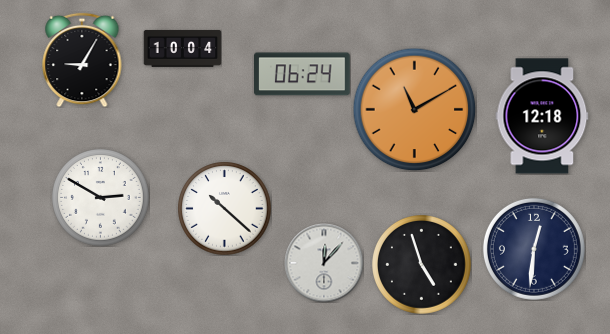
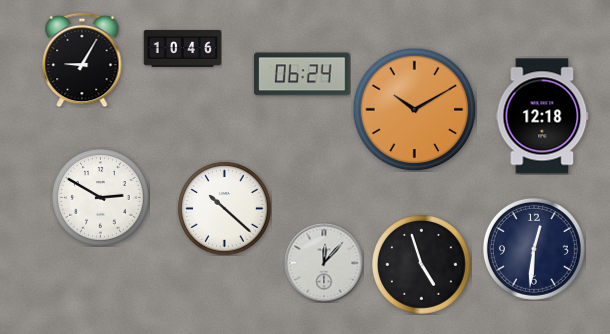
clock at (182, 48): 10:04 -> 10:46
clock at (414, 109): 11:10 -> 10:10
